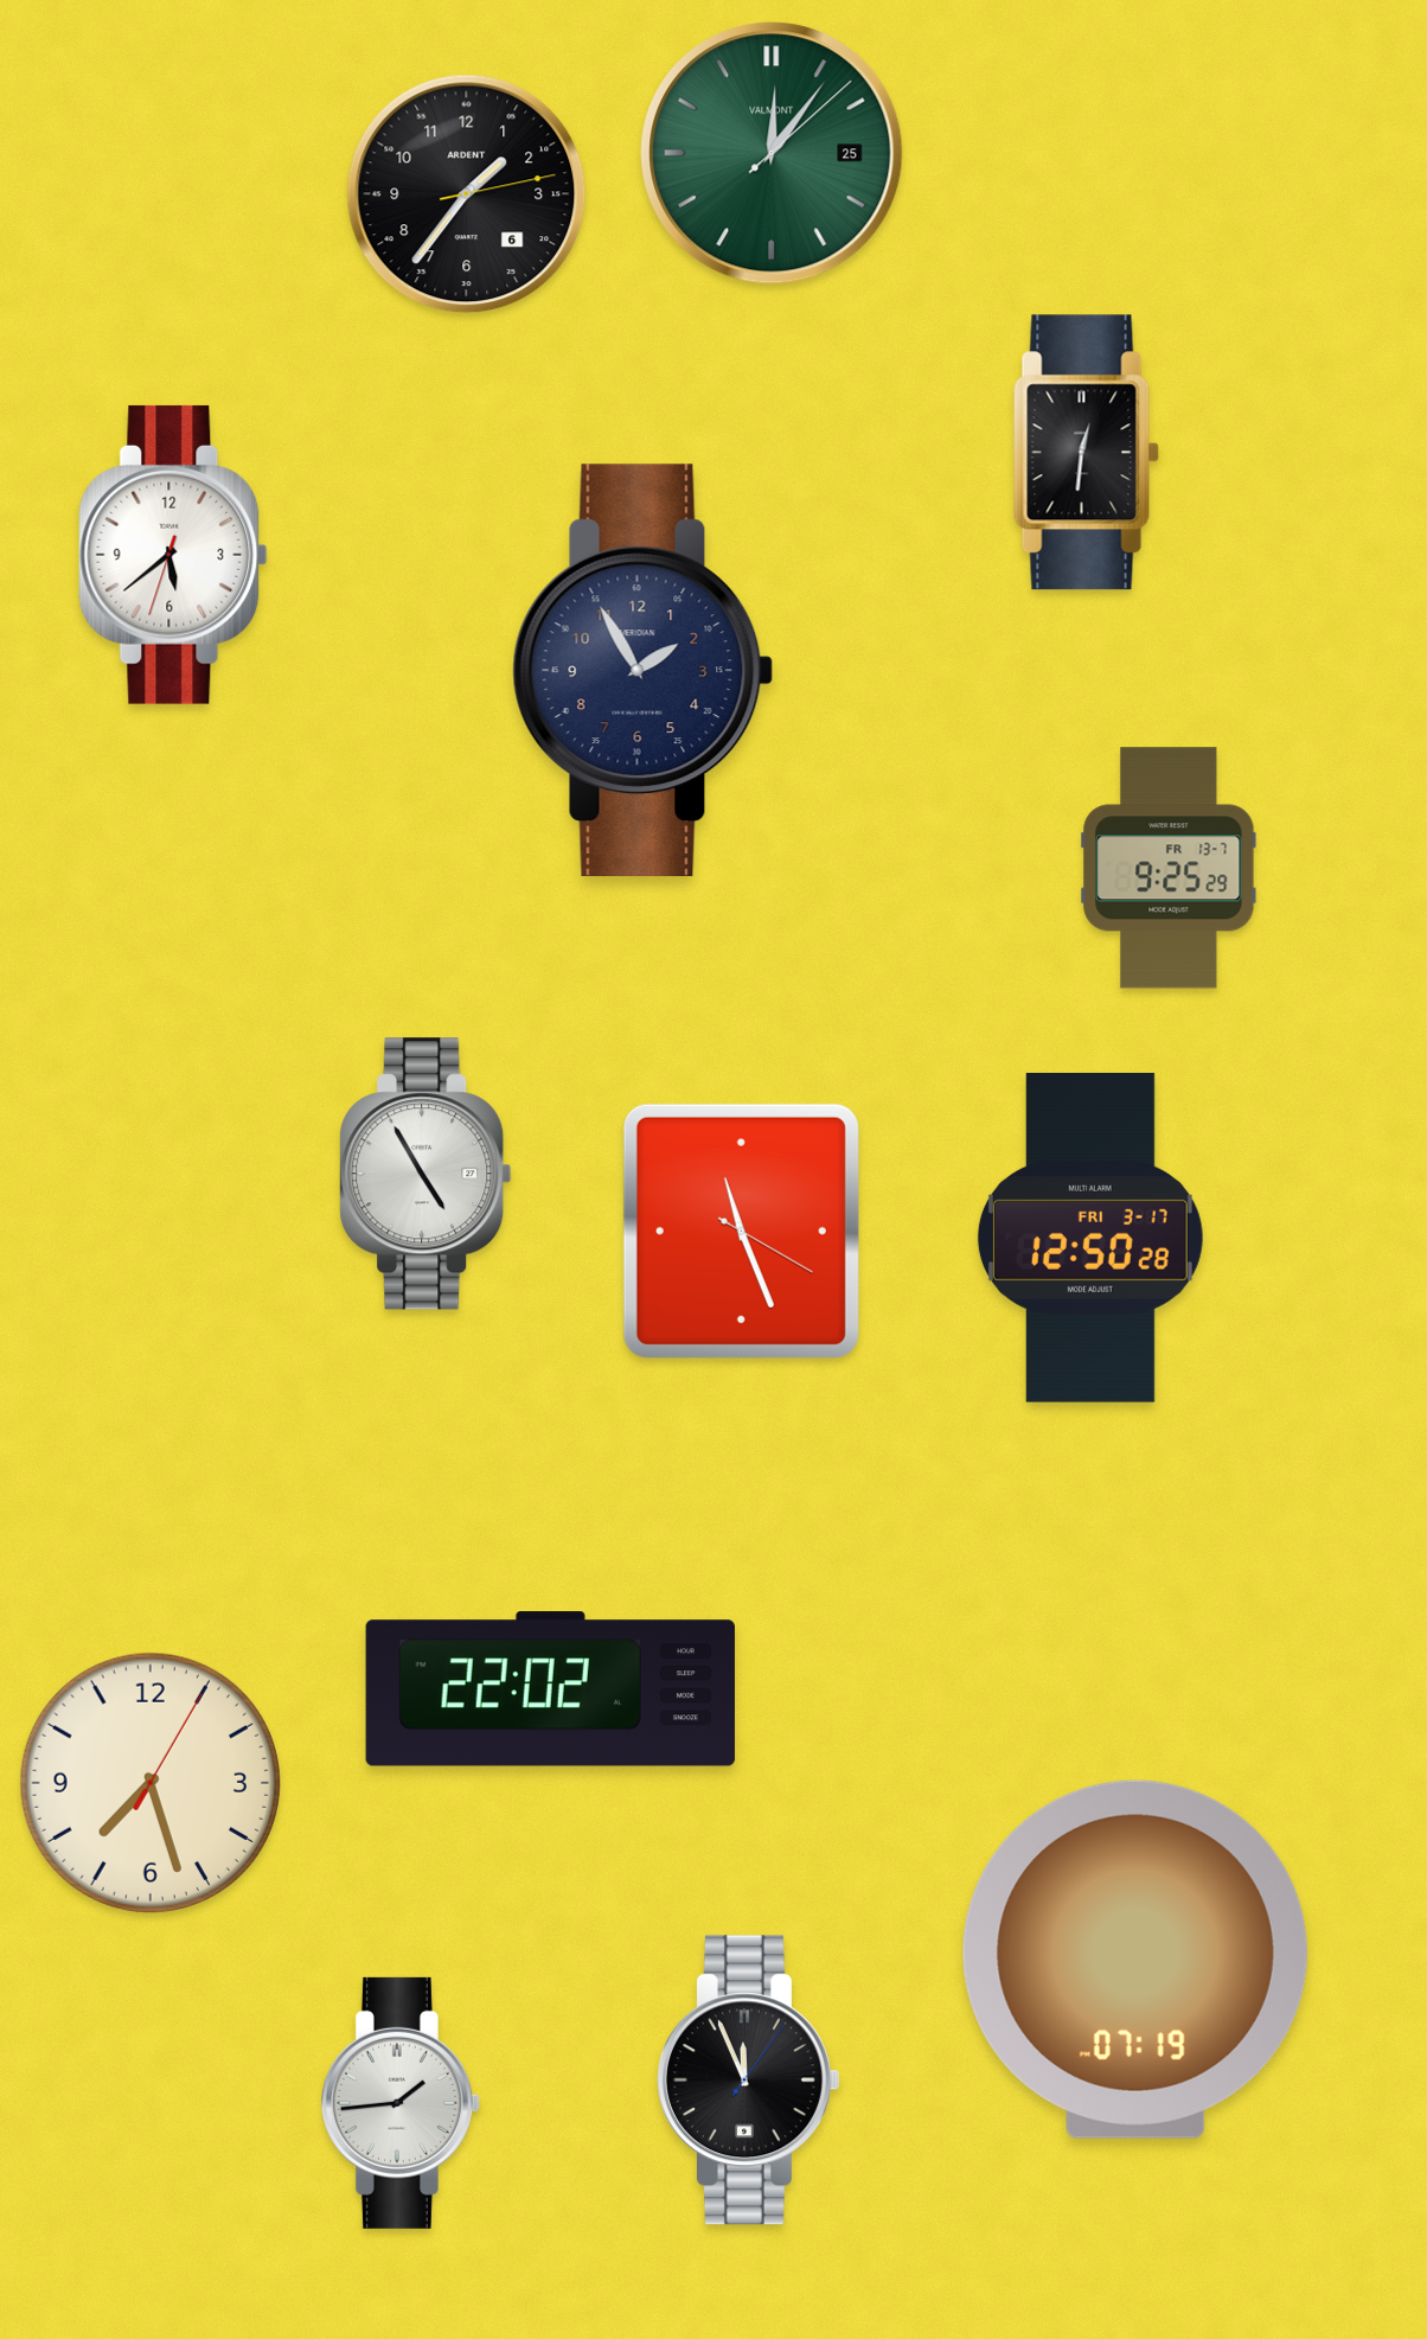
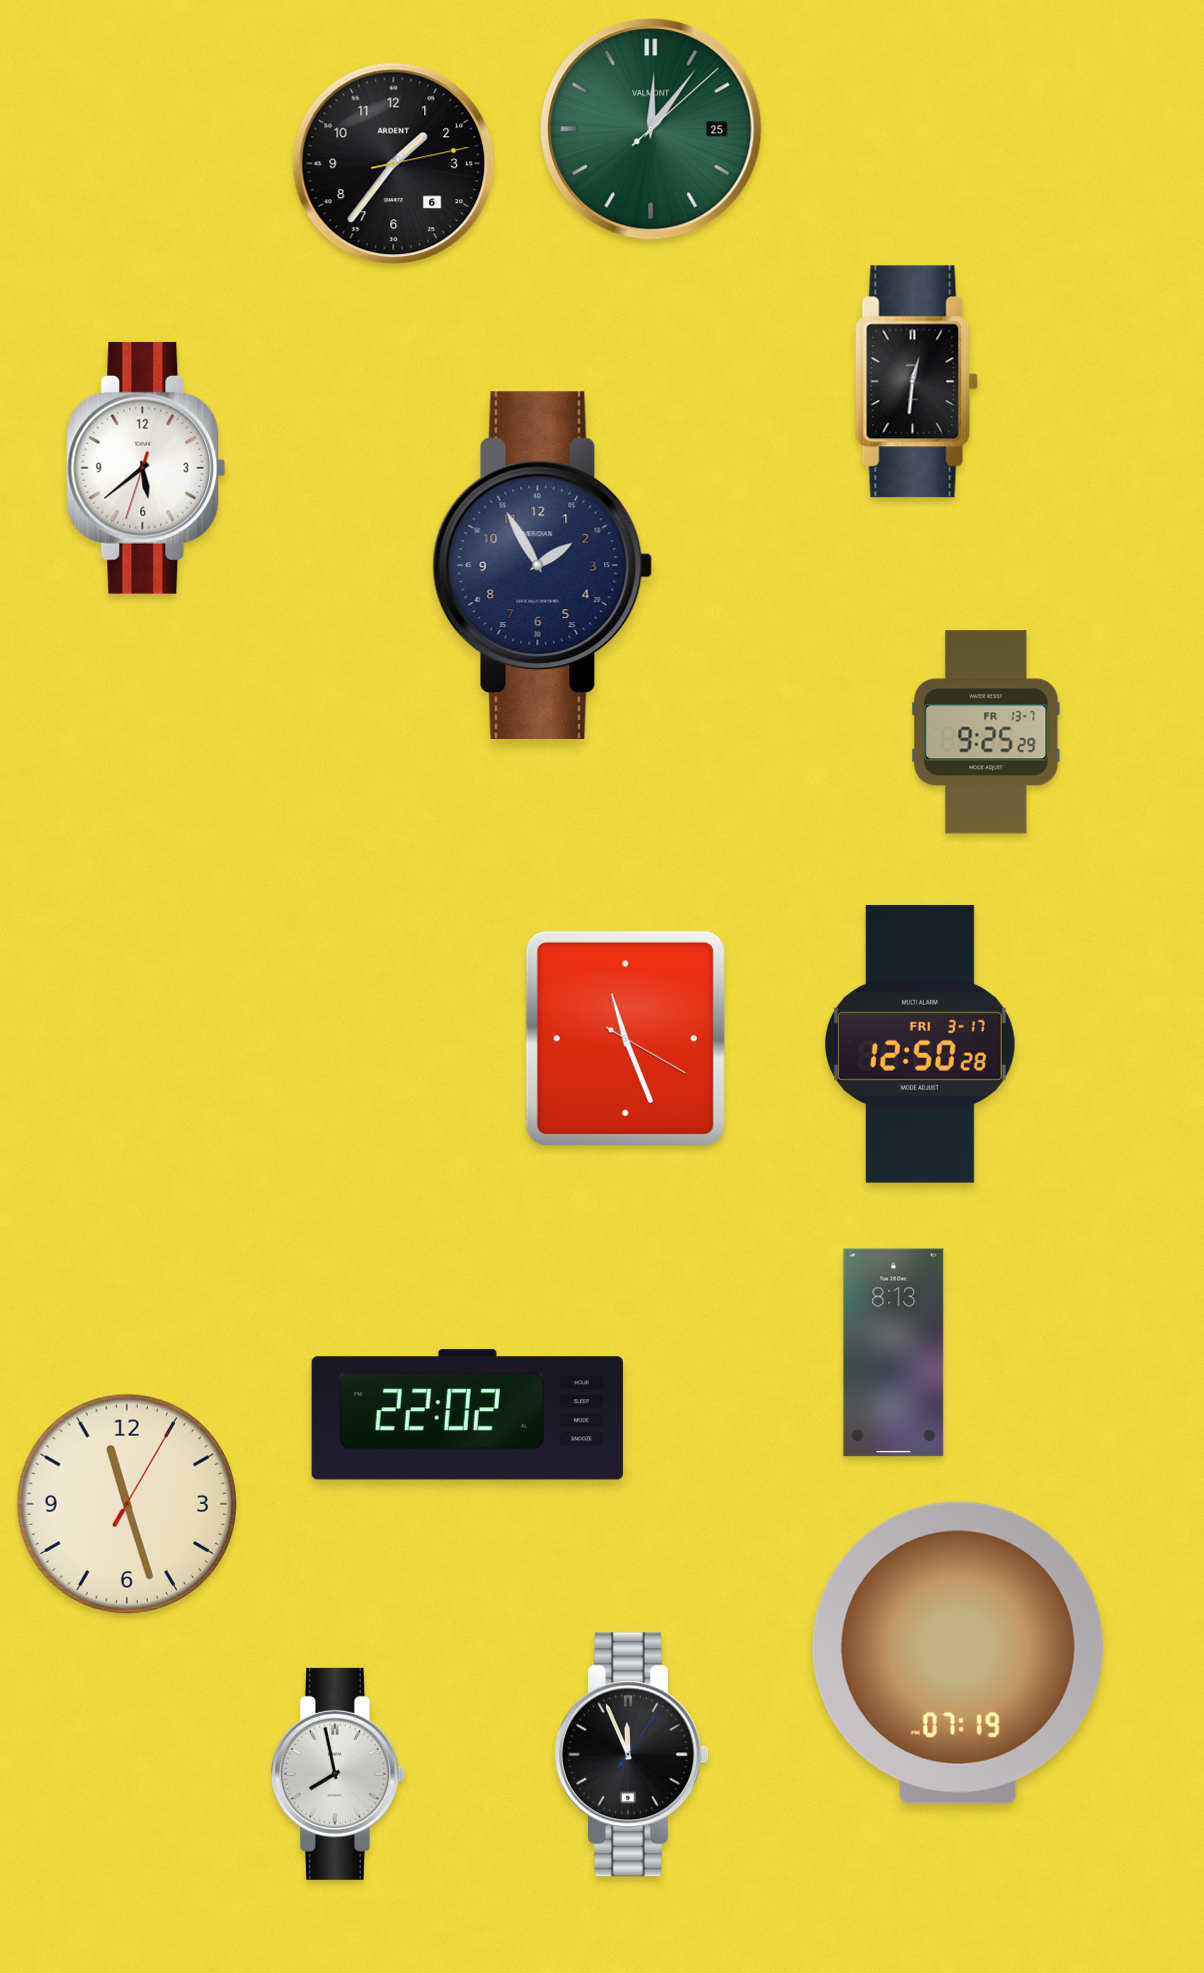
clock at (425, 1174): 4:55 -> none
clock at (894, 1353): none -> 8:13
clock at (550, 1689) position: (550, 1689) -> (467, 1415)
clock at (151, 1783): 7:27 -> 11:27
clock at (401, 2103): 1:44 -> 7:58
